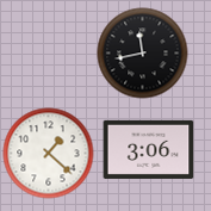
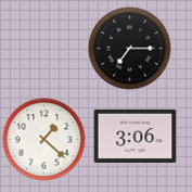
clock at (143, 54): 11:43 -> 7:15
